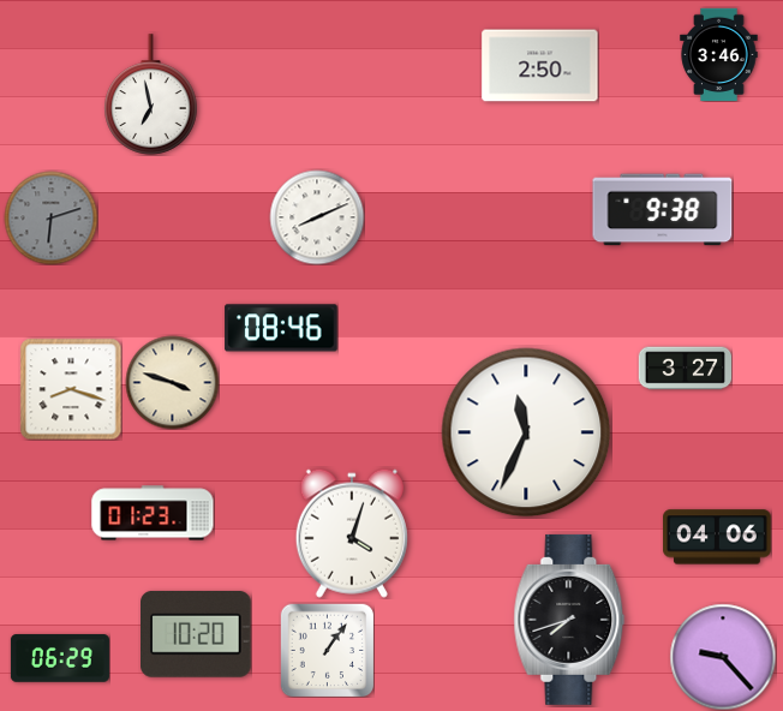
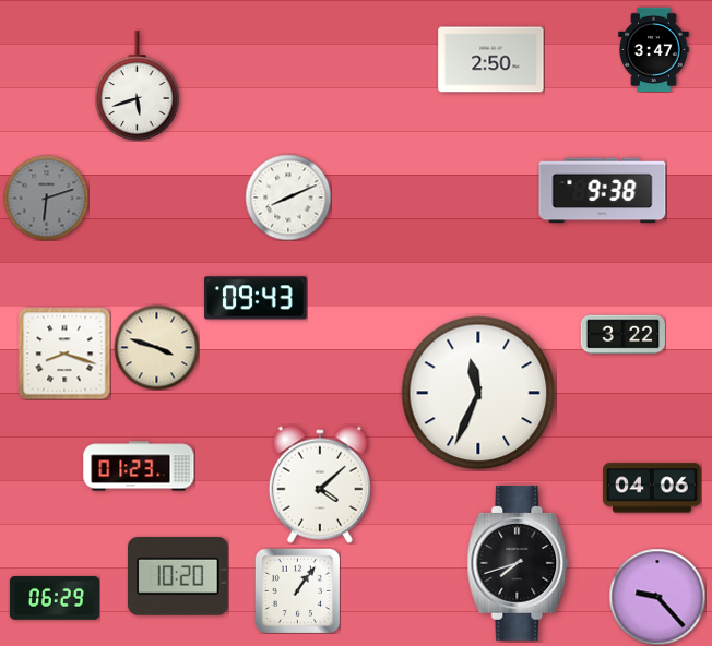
clock at (719, 54): 3:46 -> 3:47
clock at (151, 95): 6:58 -> 5:42
clock at (281, 328): 08:46 -> 09:43
clock at (685, 369): 3:27 -> 3:22
clock at (352, 533): 4:03 -> 4:08
